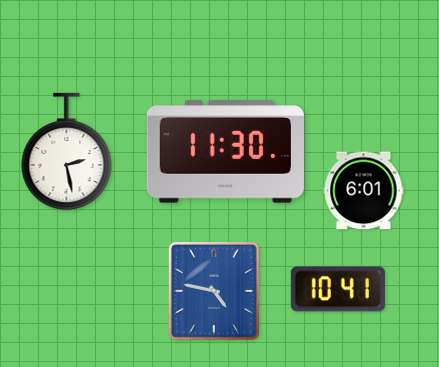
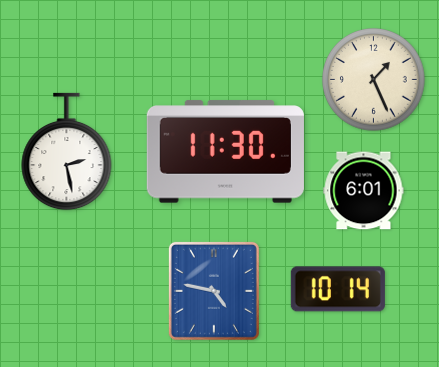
clock at (374, 80): none -> 1:26
clock at (338, 289): 10:41 -> 10:14
